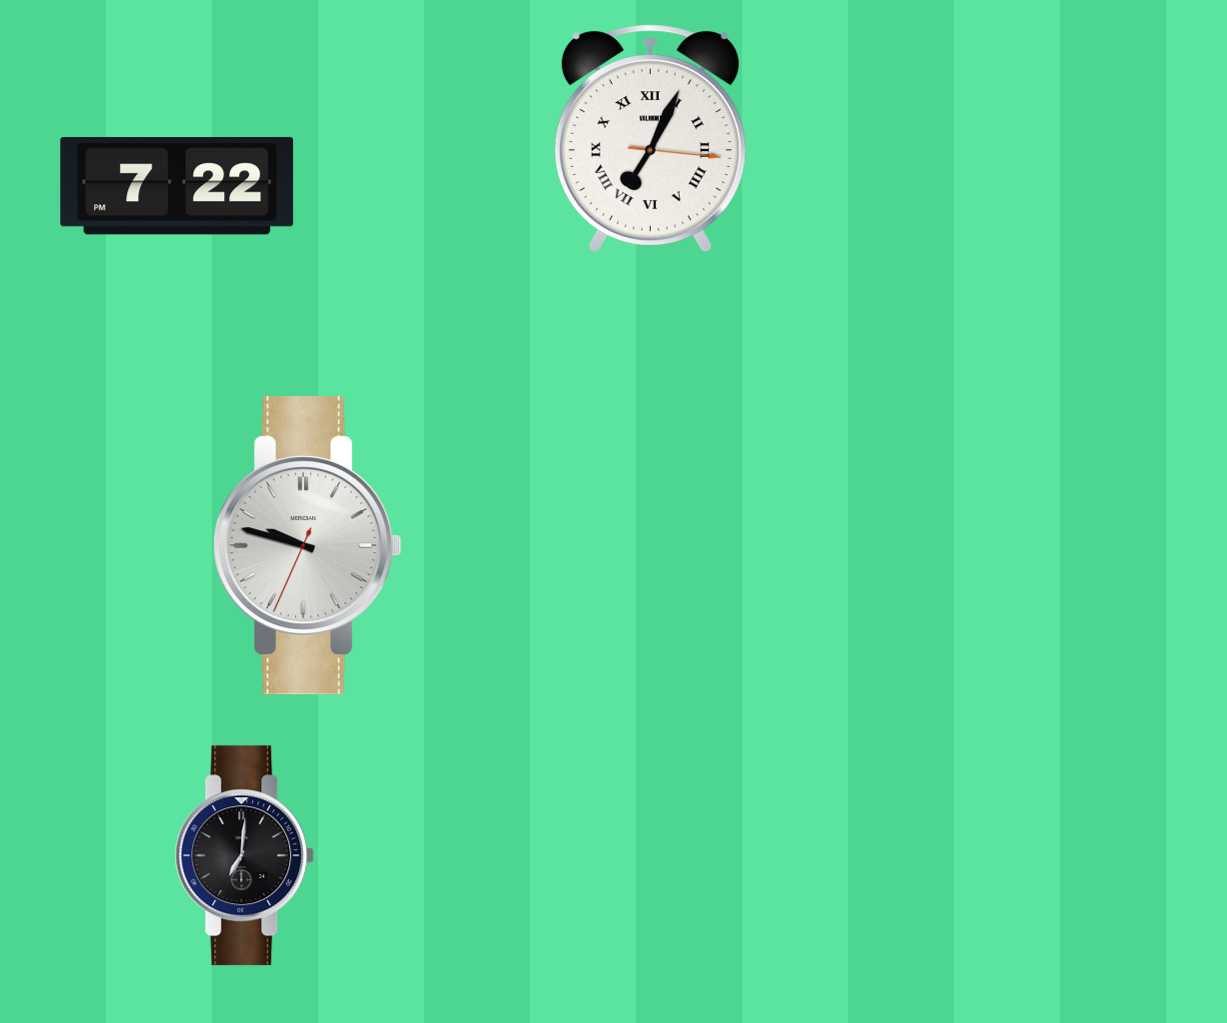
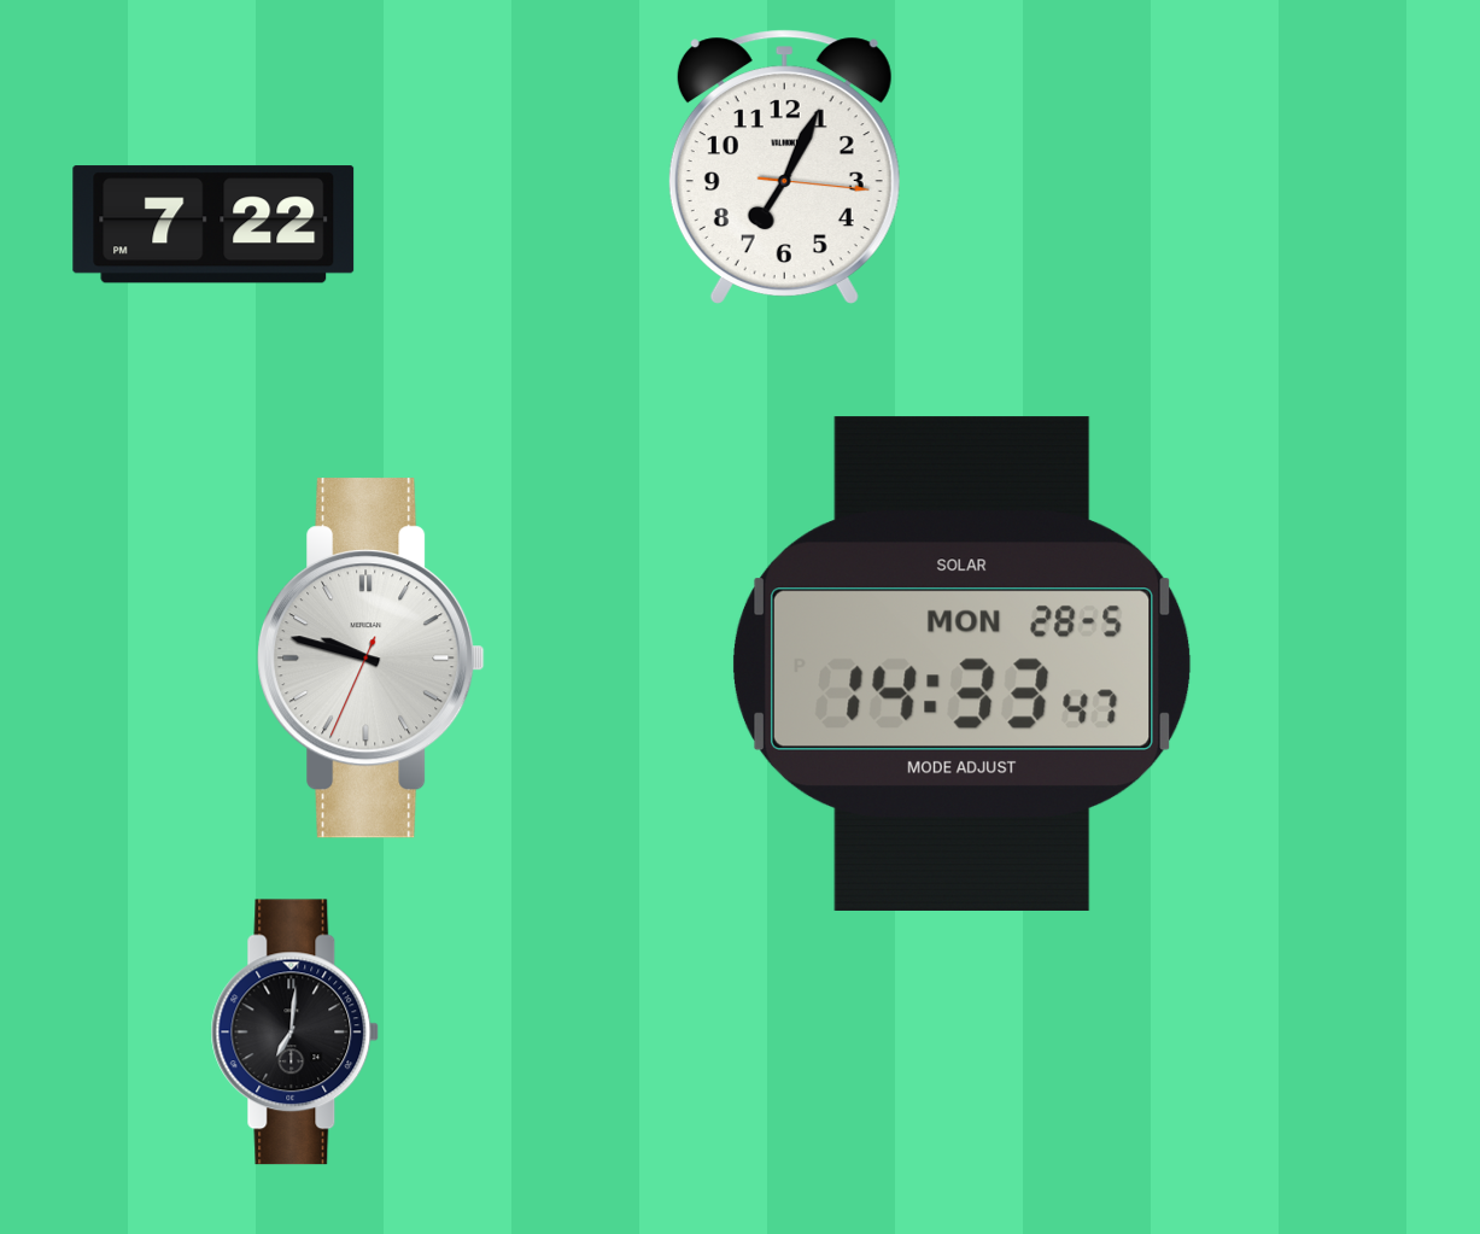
clock at (650, 138) numerals: Roman -> Arabic
clock at (963, 663): none -> 14:33
